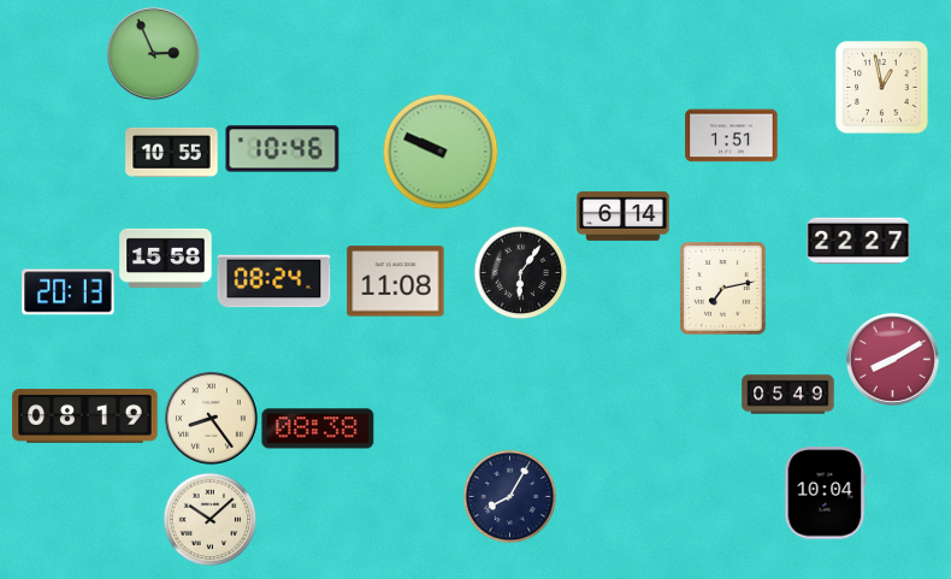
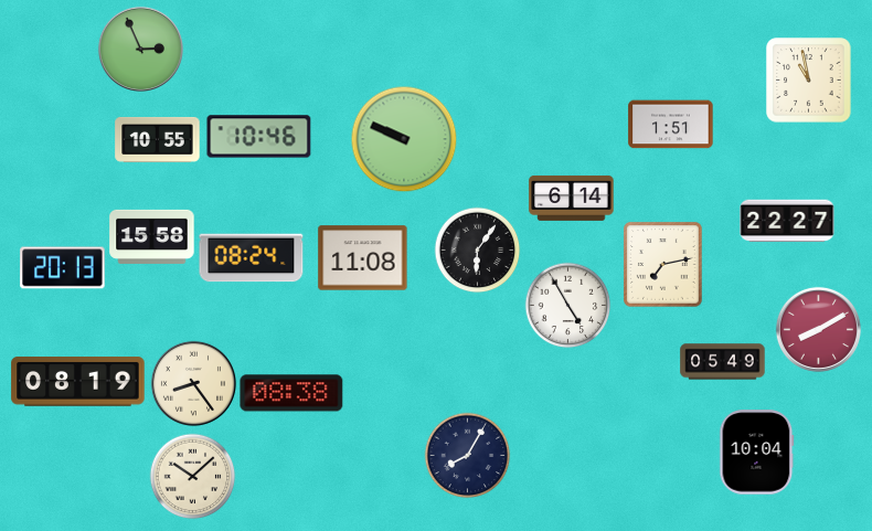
clock at (882, 88): 12:58 -> 10:58
clock at (567, 305): none -> 4:55
